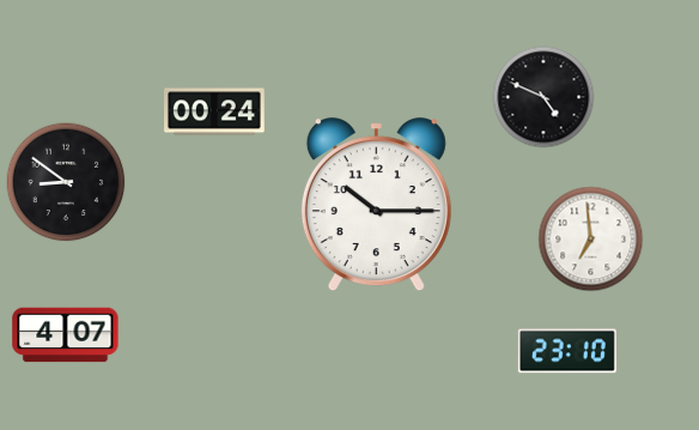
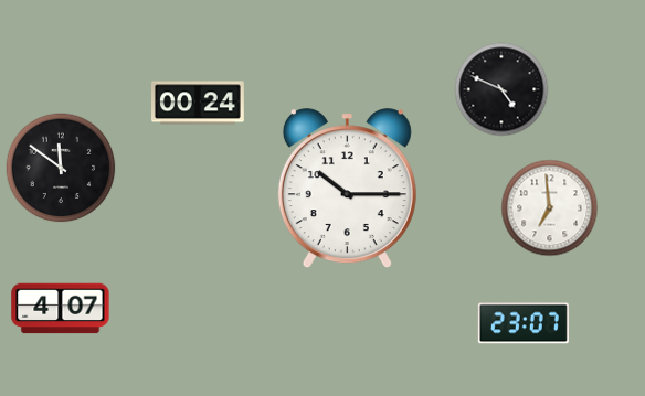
clock at (66, 182): 8:51 -> 11:51
clock at (591, 240) position: (591, 240) -> (550, 208)
clock at (567, 351): 23:10 -> 23:07
